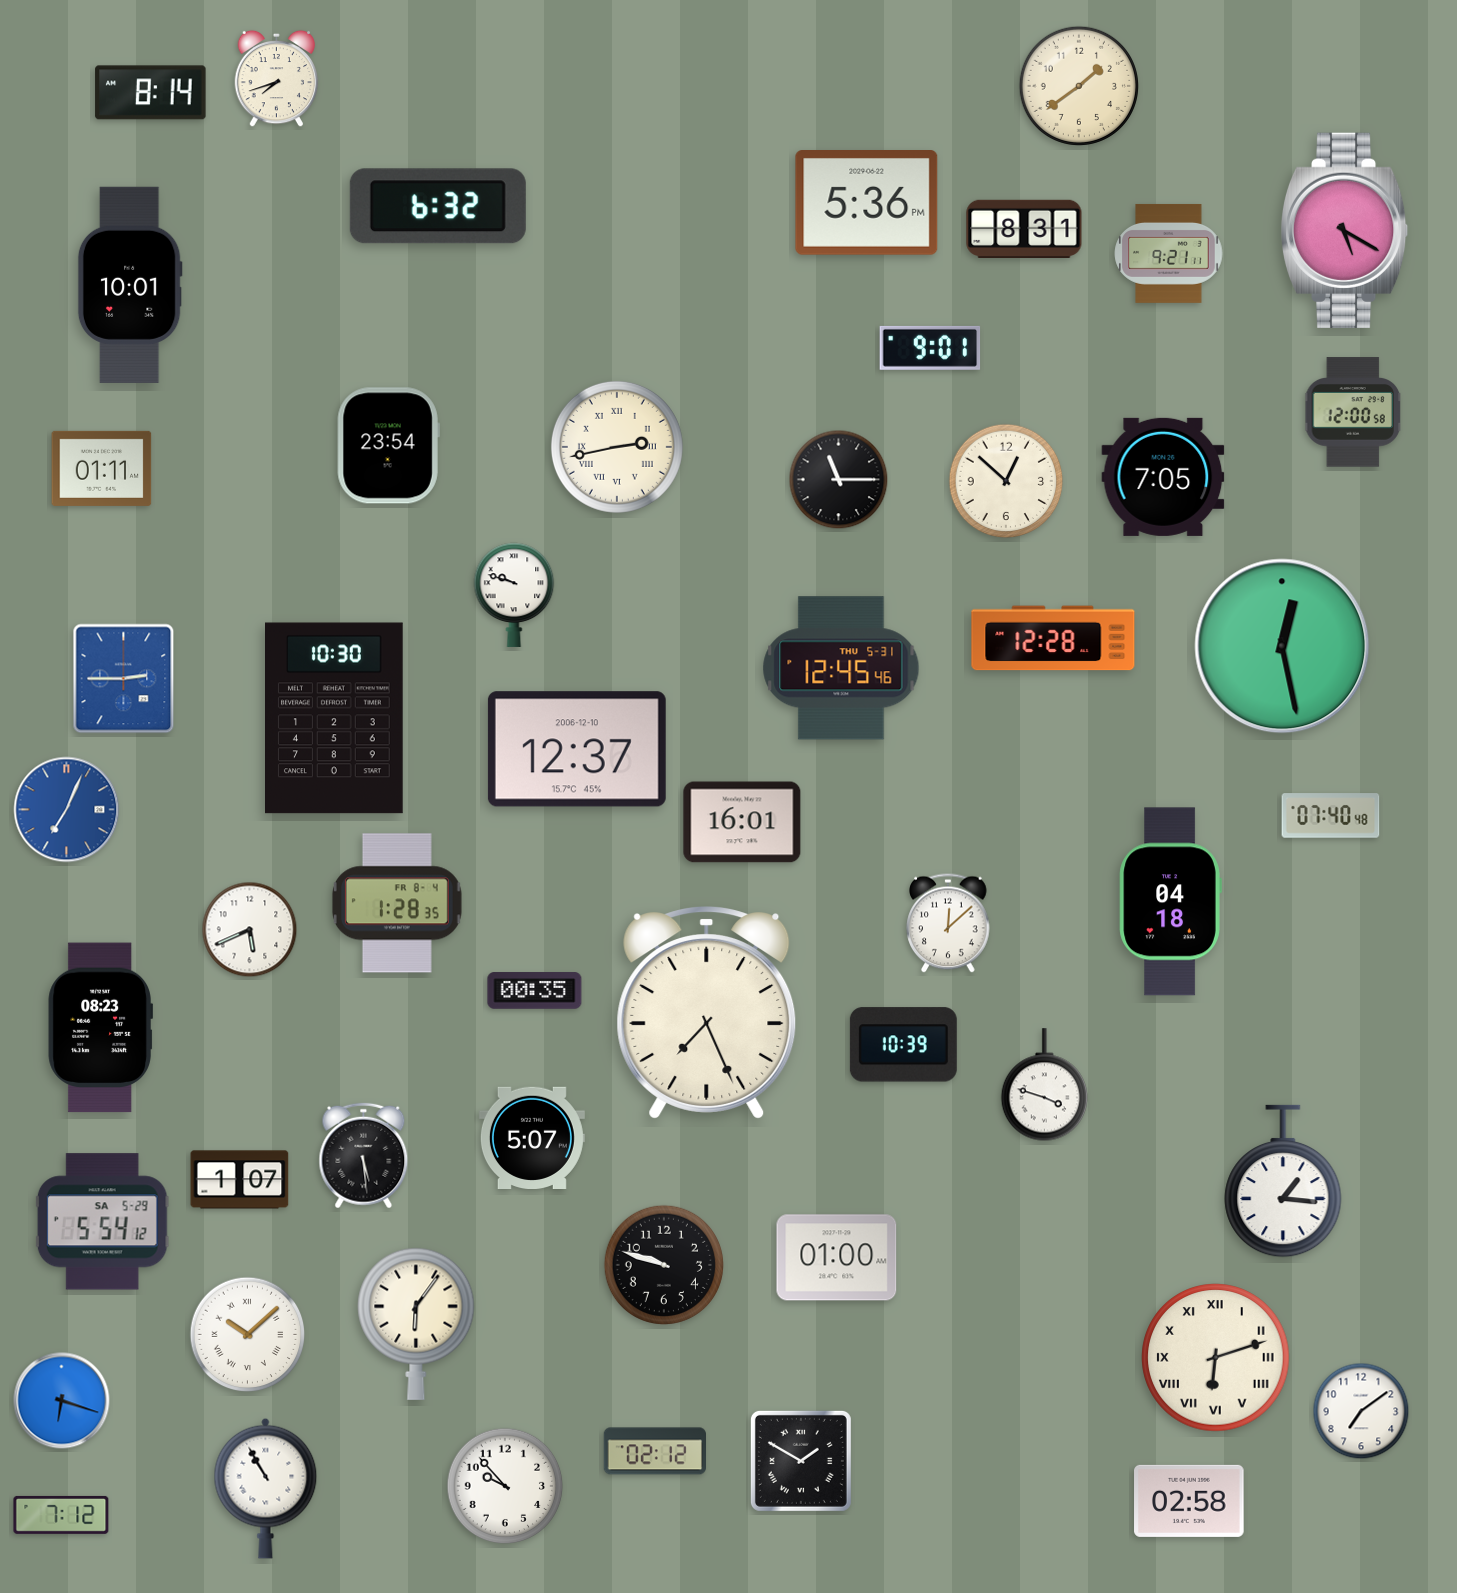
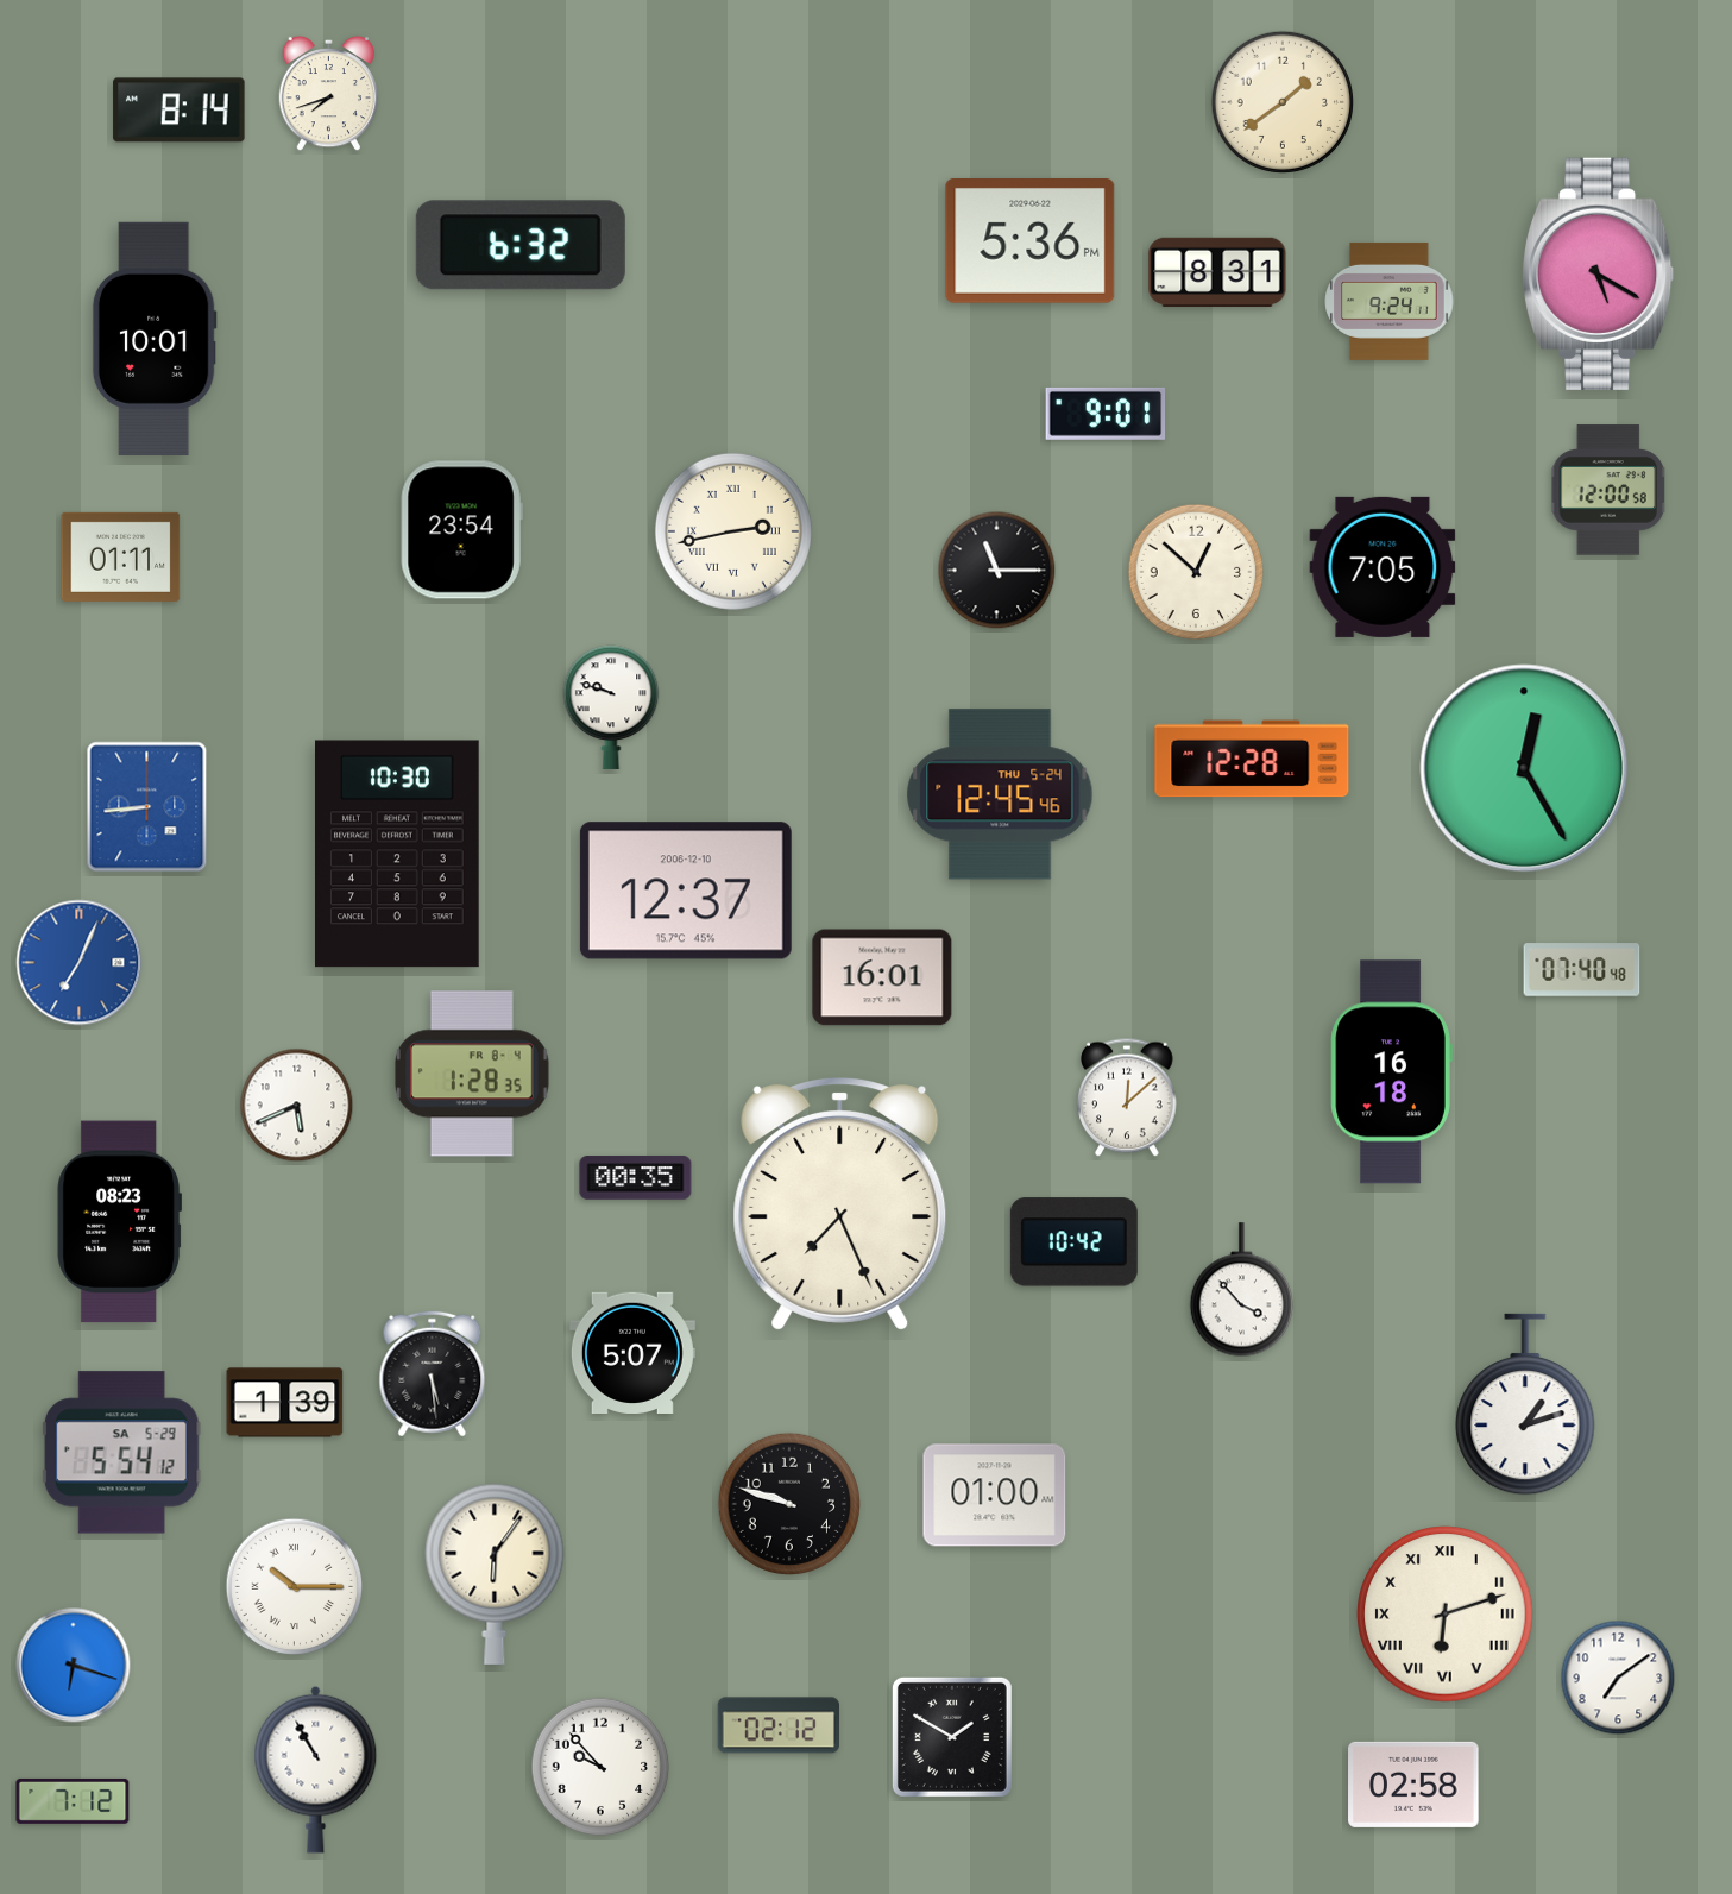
clock at (1169, 253): 9:21 -> 9:24
clock at (1282, 646): 12:28 -> 12:25
clock at (841, 668) date: THU 5-31 -> THU 5-24
clock at (124, 679): 2:45 -> 8:44
clock at (1170, 902): 04:18 -> 16:18
clock at (903, 1045): 10:39 -> 10:42
clock at (1045, 1085): 3:48 -> 3:53
clock at (240, 1180): 1:07 -> 1:39
clock at (1283, 1181): 1:16 -> 1:12
clock at (248, 1335): 10:08 -> 10:15
